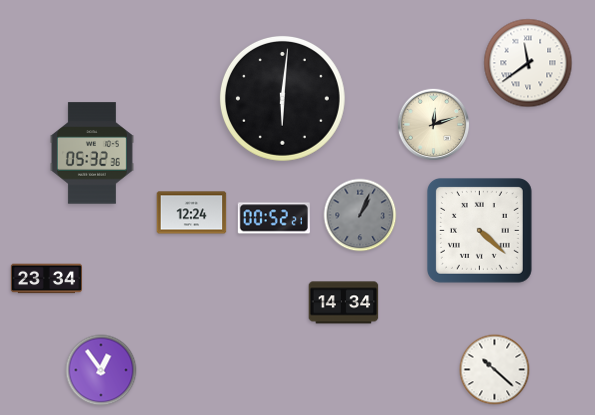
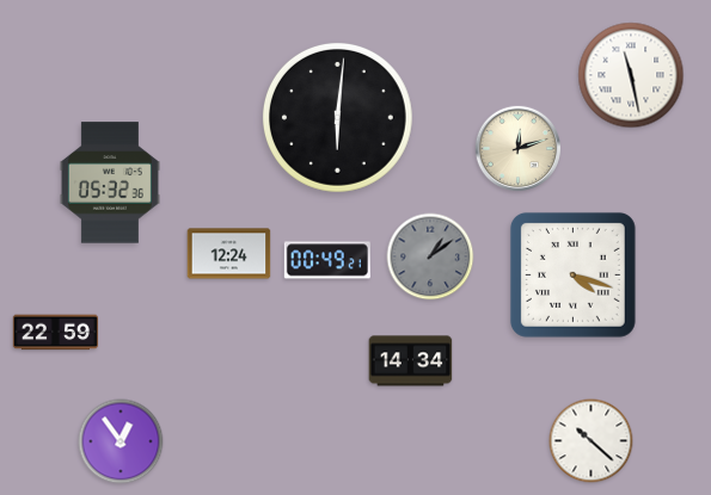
clock at (528, 63): 11:39 -> 11:28
clock at (360, 215): 1:04 -> 1:09
clock at (274, 218): 00:52 -> 00:49
clock at (479, 230): 4:22 -> 4:18
clock at (46, 279): 23:34 -> 22:59
